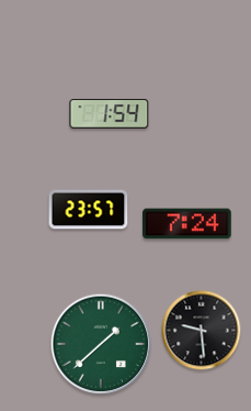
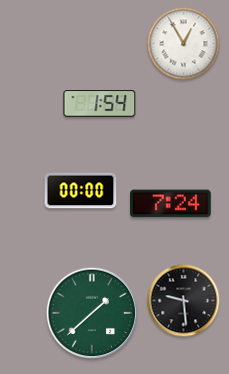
clock at (184, 44): none -> 12:55
clock at (89, 210): 23:57 -> 00:00
